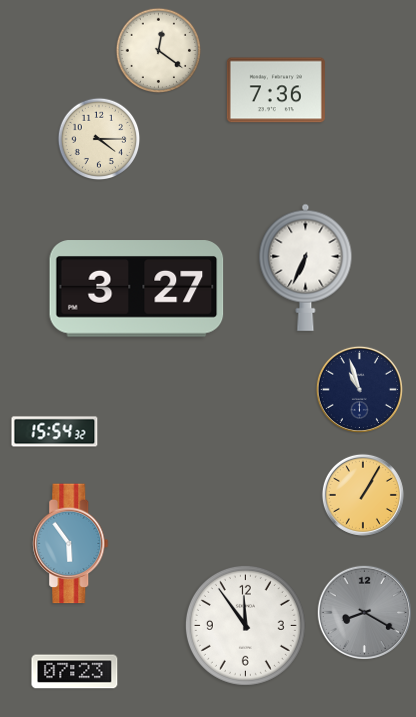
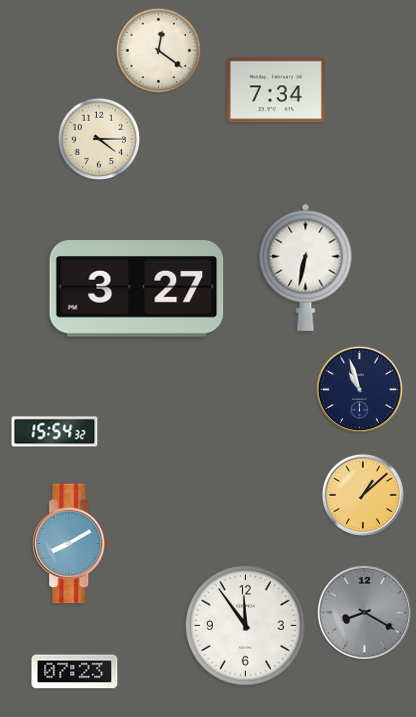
clock at (276, 90): 7:36 -> 7:34
clock at (306, 267): 6:34 -> 6:32
clock at (363, 495): 1:05 -> 1:08
clock at (71, 544): 5:54 -> 8:10
